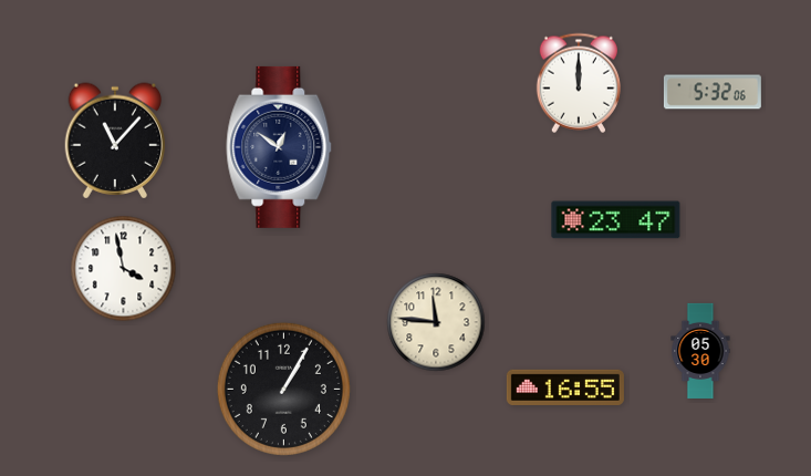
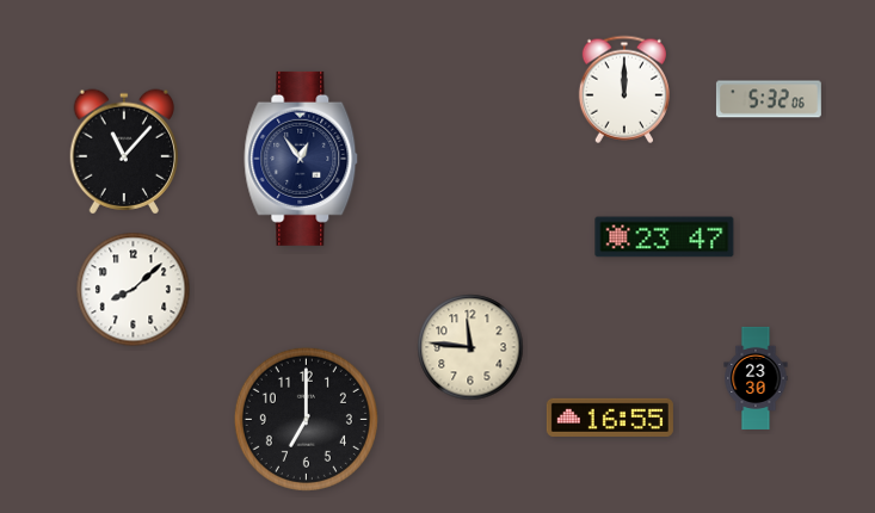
clock at (279, 147): 12:51 -> 12:54
clock at (124, 269): 3:58 -> 8:08
clock at (700, 351): 05:30 -> 23:30
clock at (283, 389): 1:05 -> 7:00
